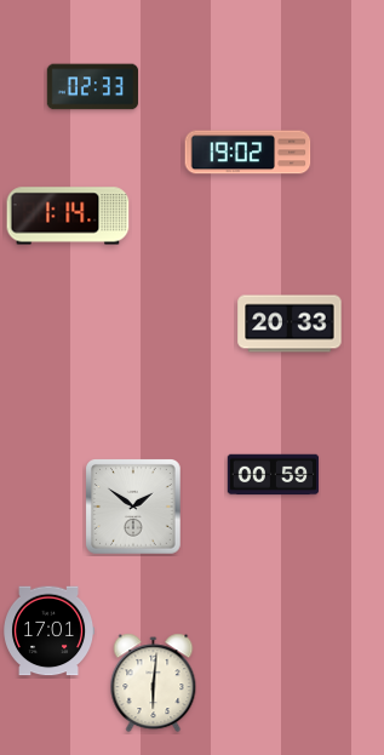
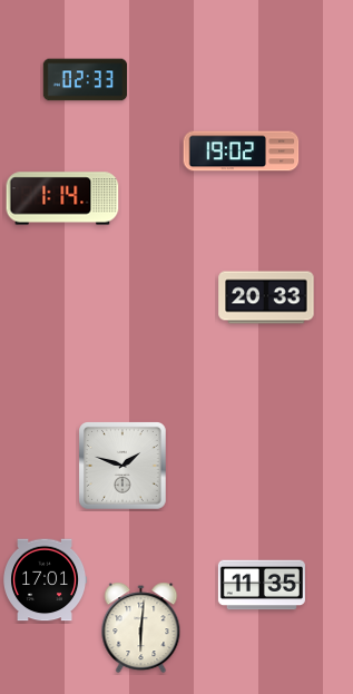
clock at (248, 153) position: (248, 153) -> (242, 151)
clock at (274, 475): 00:59 -> none
clock at (133, 507): 1:51 -> 1:48
clock at (262, 585): none -> 11:35
